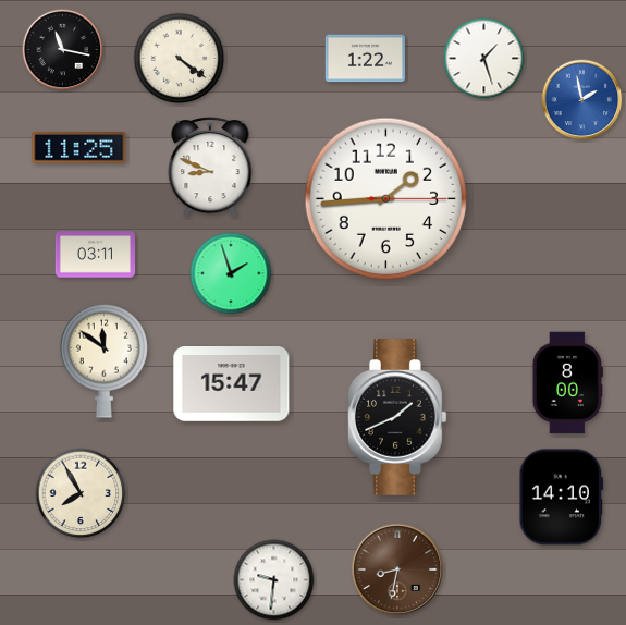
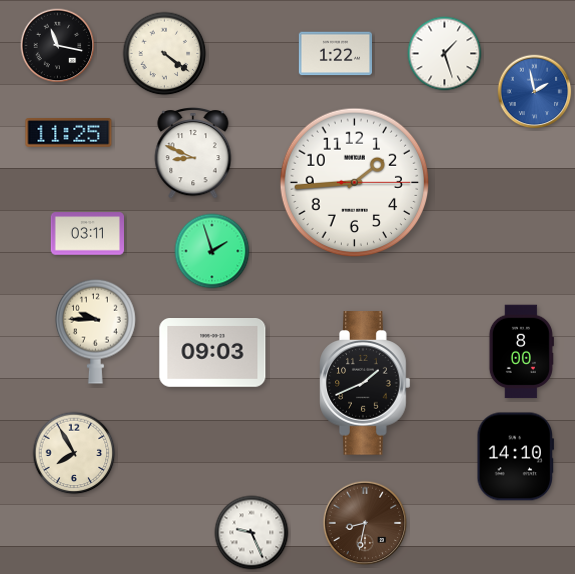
clock at (79, 148) position: (79, 148) -> (69, 133)
clock at (103, 360): 11:51 -> 9:45
clock at (232, 384): 15:47 -> 09:03
clock at (274, 580): 9:31 -> 9:26
